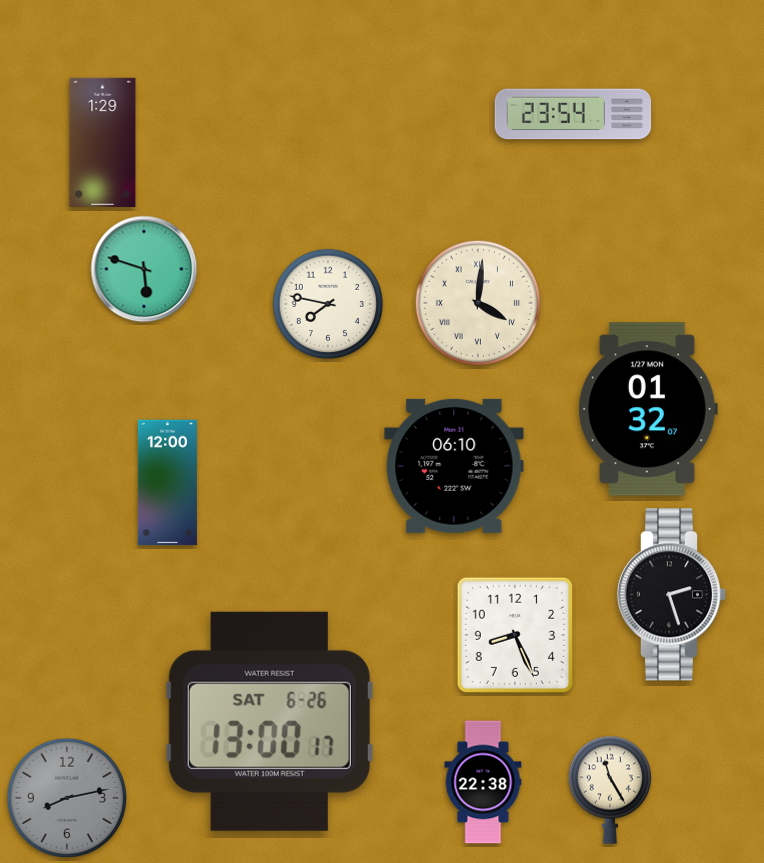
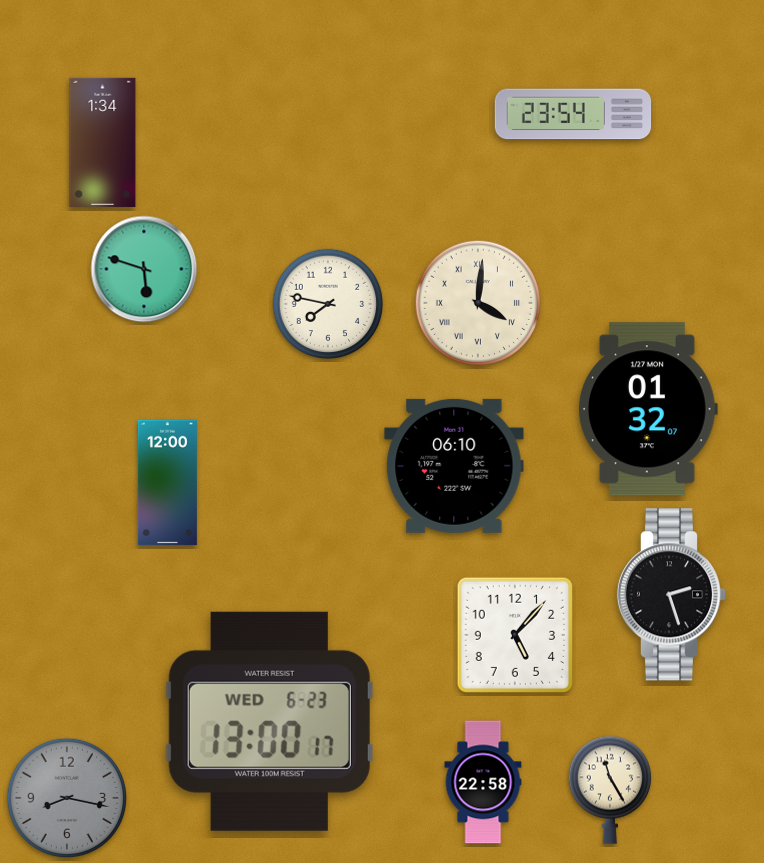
clock at (103, 142): 1:29 -> 1:34
clock at (515, 635): 8:26 -> 5:07
clock at (269, 721) date: SAT 6-26 -> WED 6-23
clock at (483, 782): 22:38 -> 22:58
clock at (66, 797): 8:13 -> 8:17
